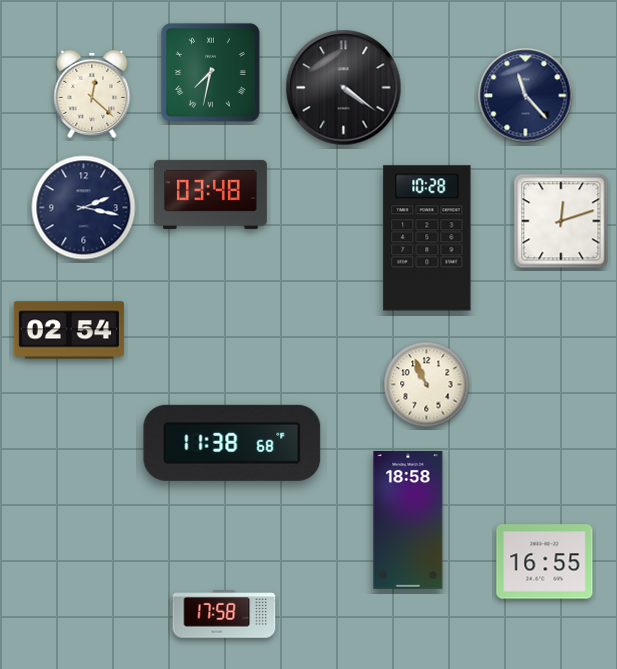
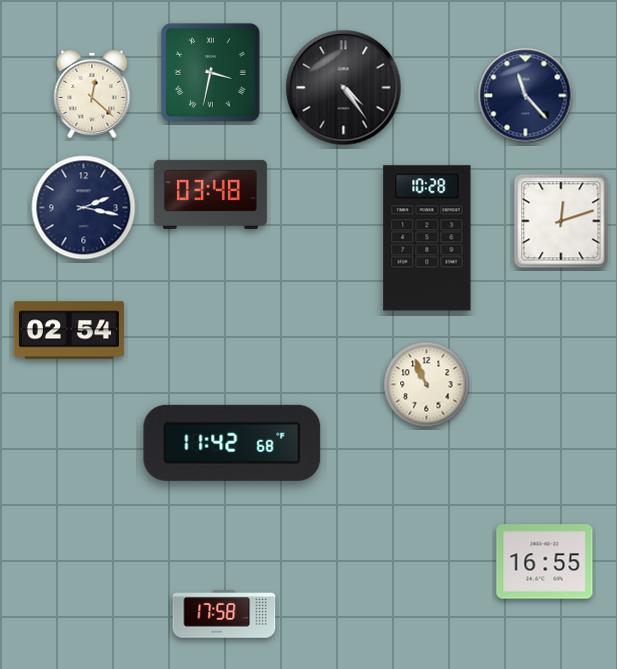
clock at (210, 72): 7:32 -> 3:32
clock at (344, 88): 4:21 -> 4:24
clock at (232, 443): 11:38 -> 11:42
clock at (408, 520): 18:58 -> none
